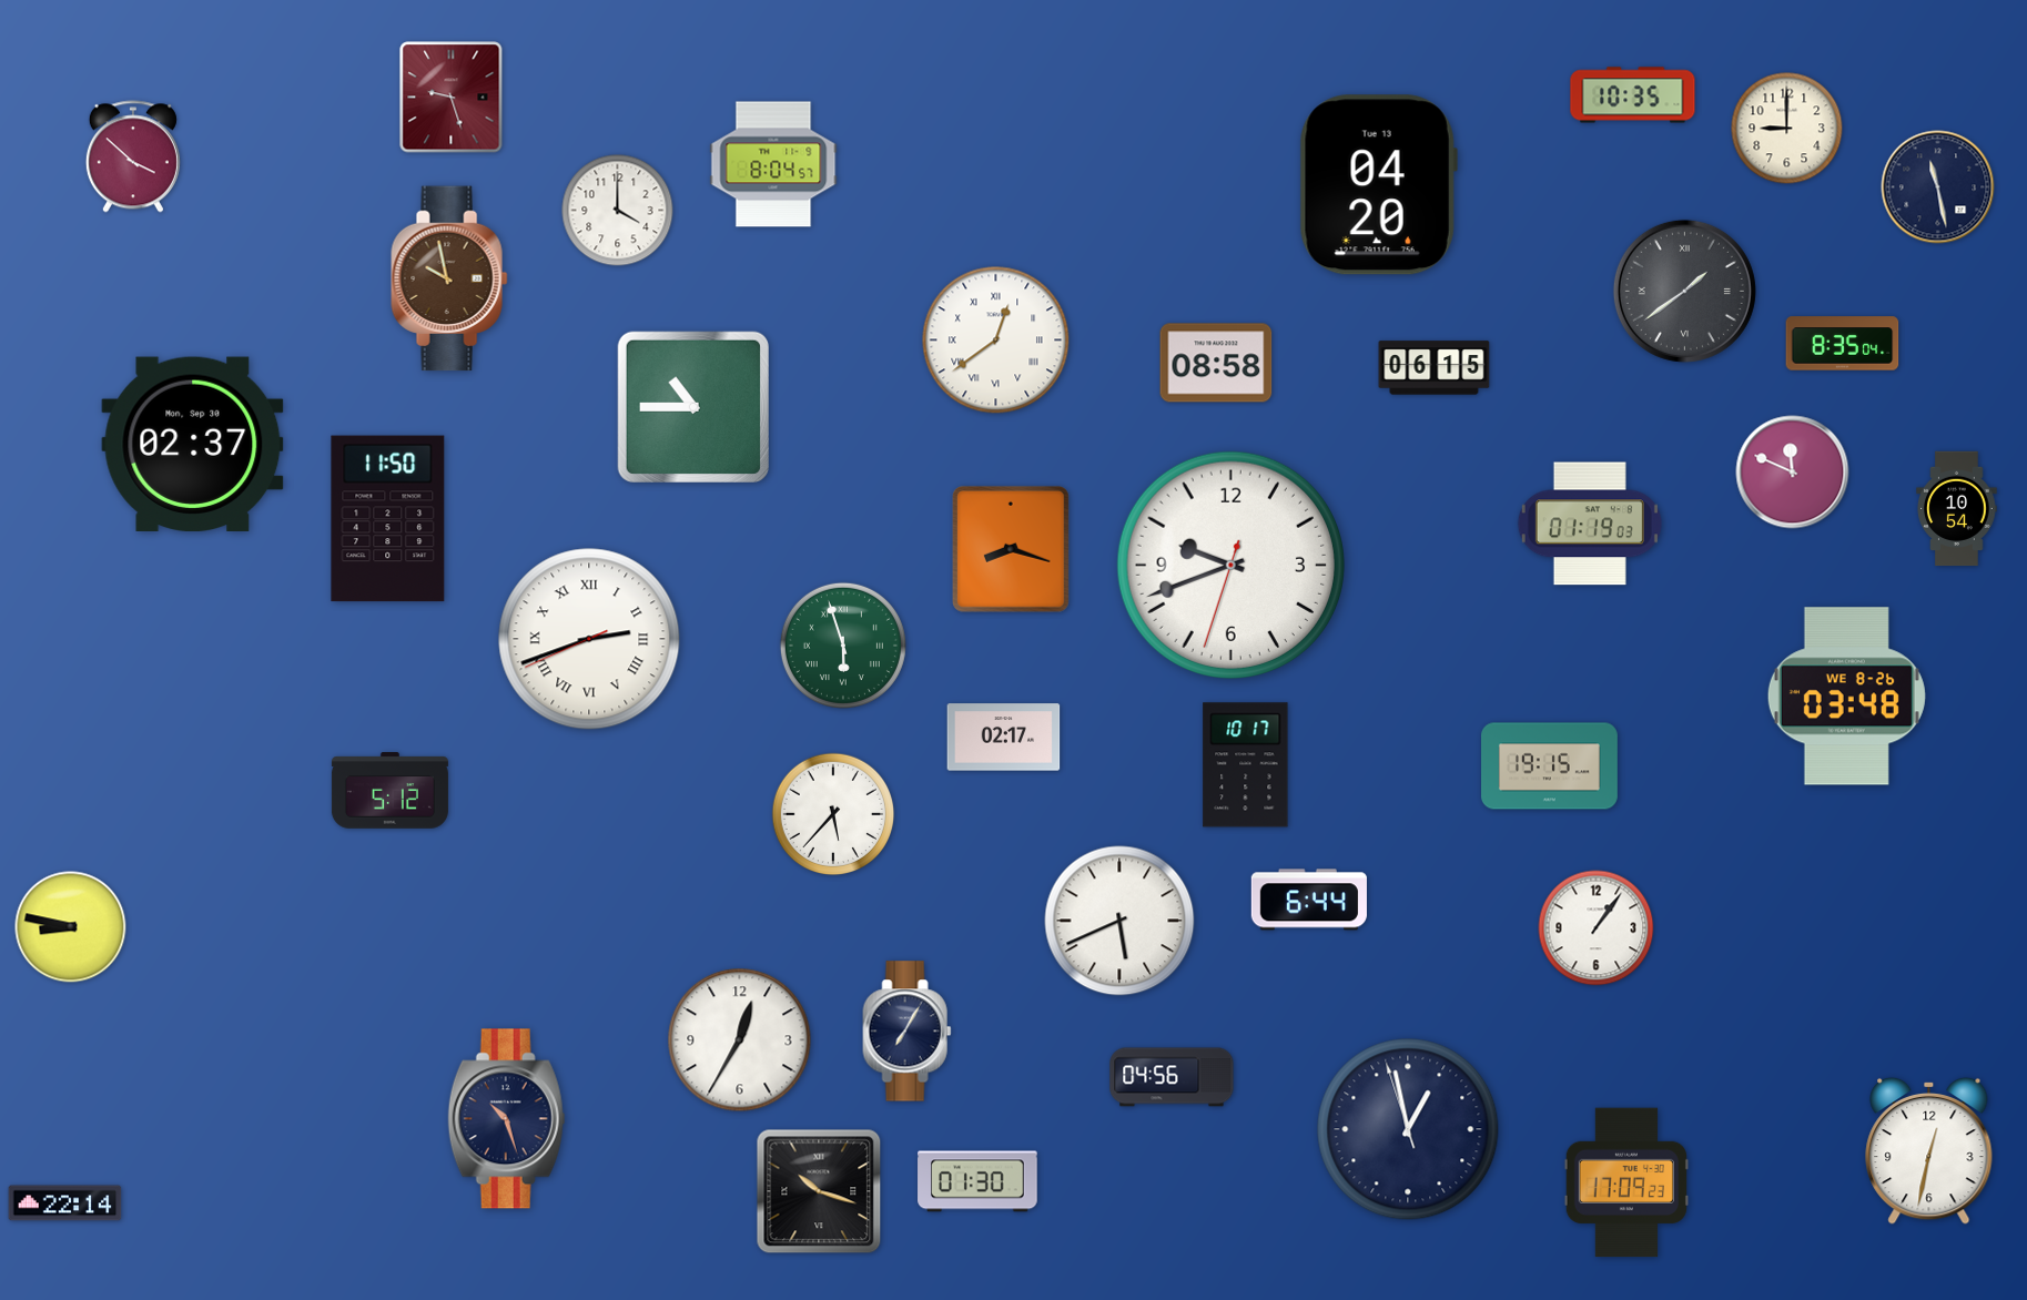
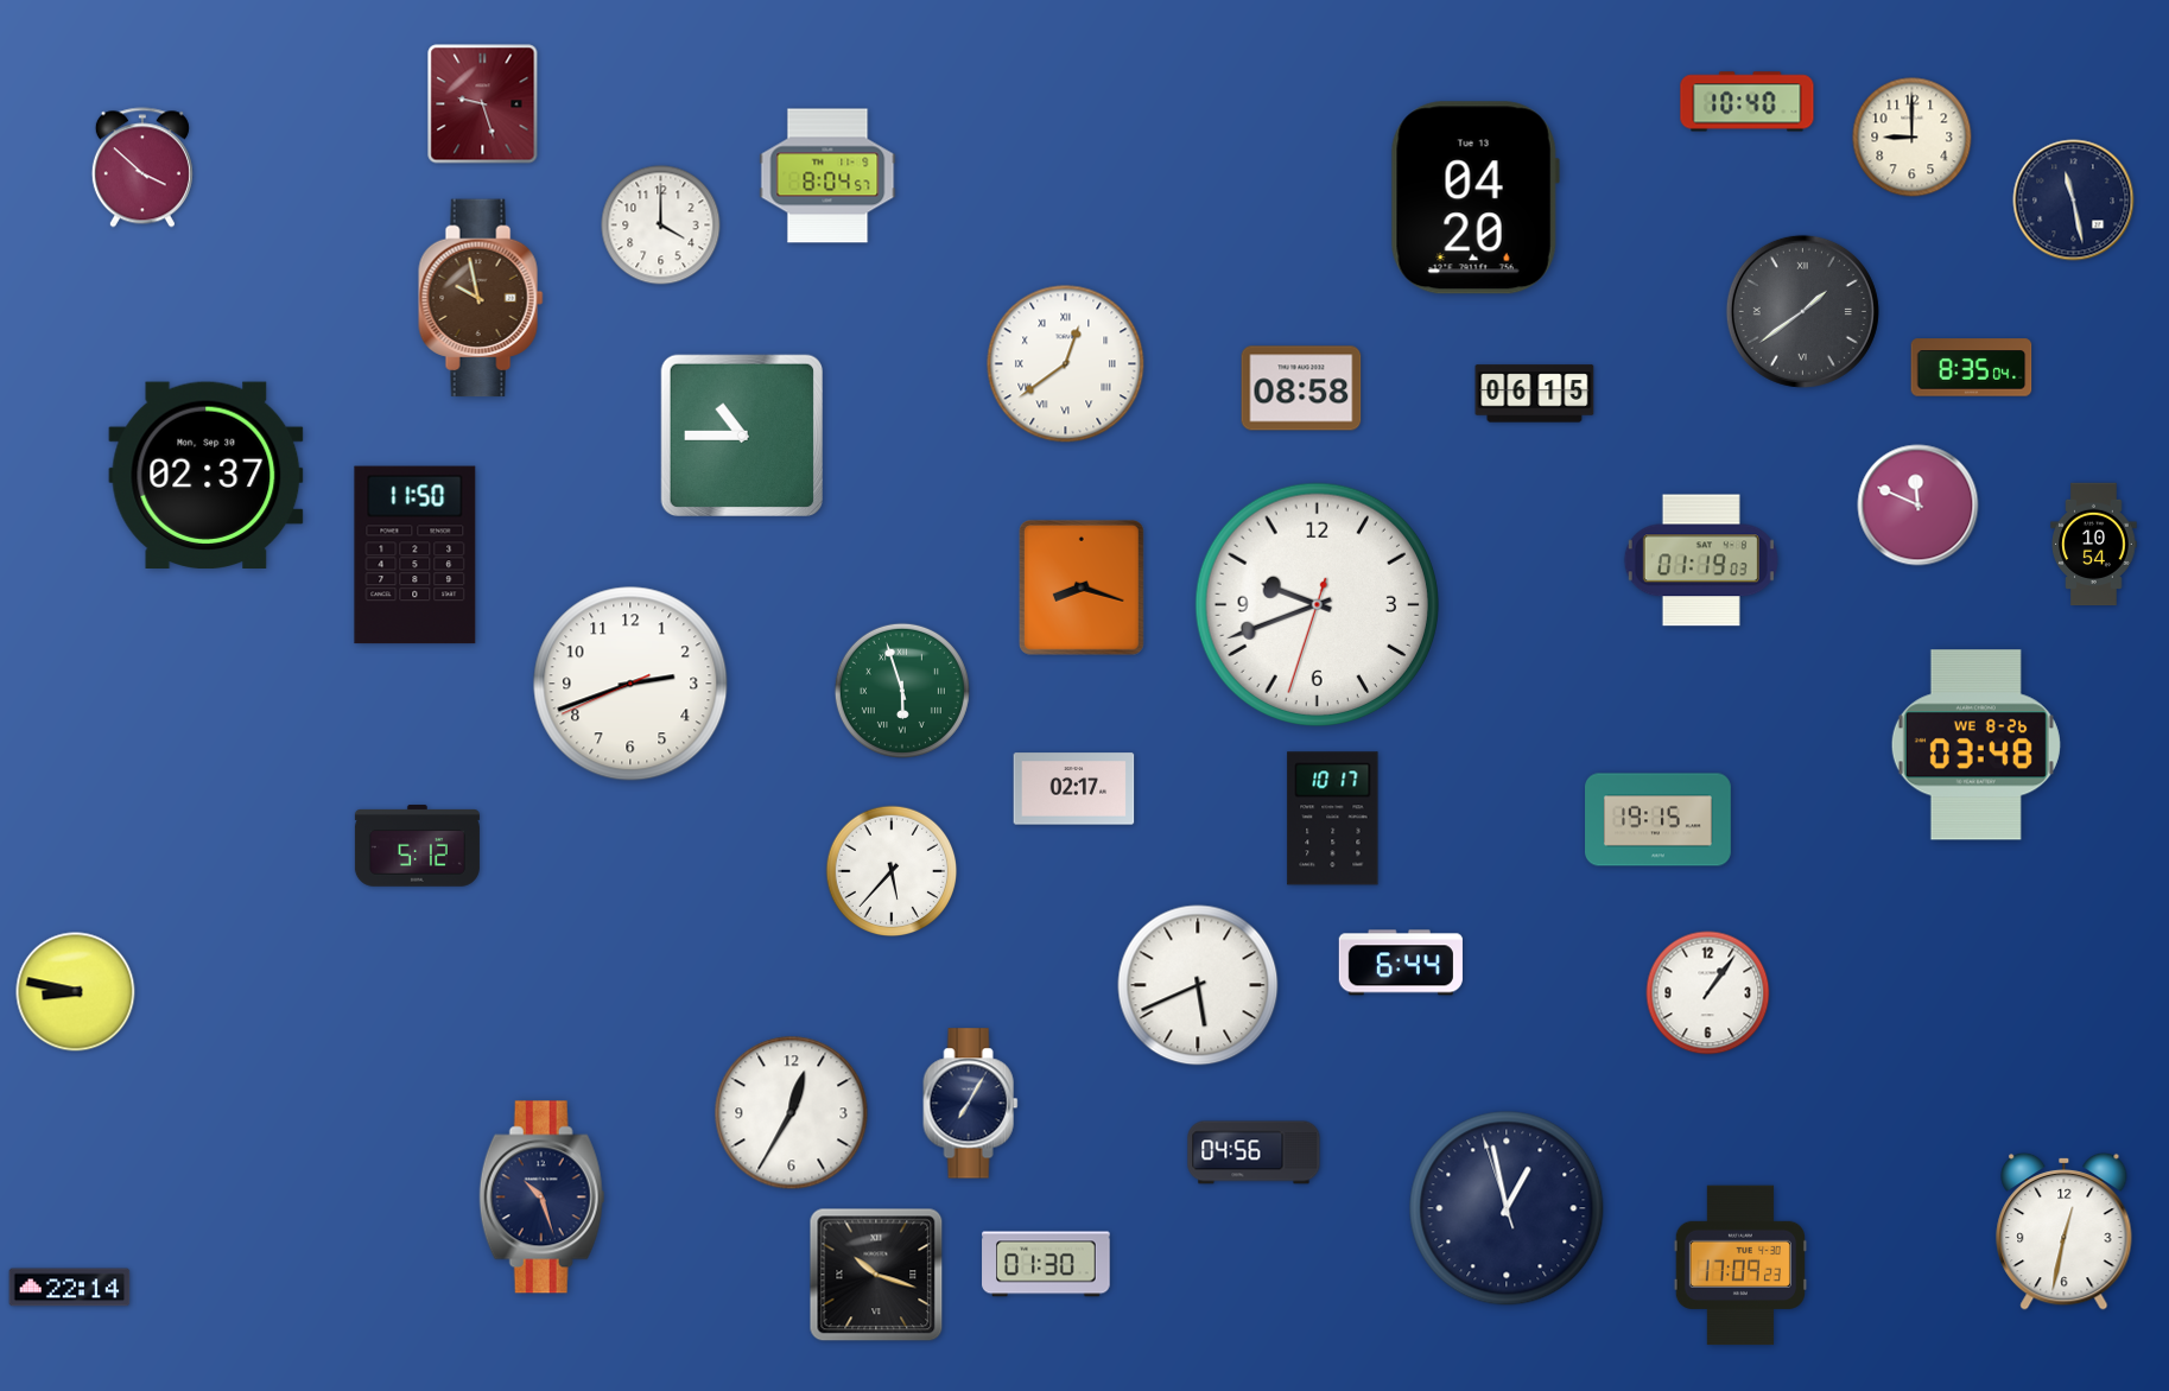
clock at (1633, 95): 10:35 -> 10:40
clock at (589, 639) numerals: Roman -> Arabic
